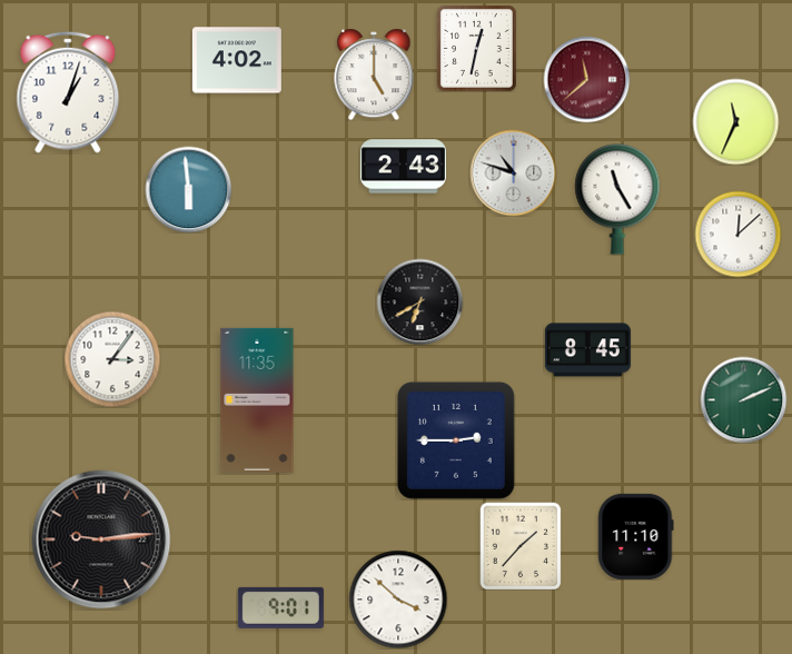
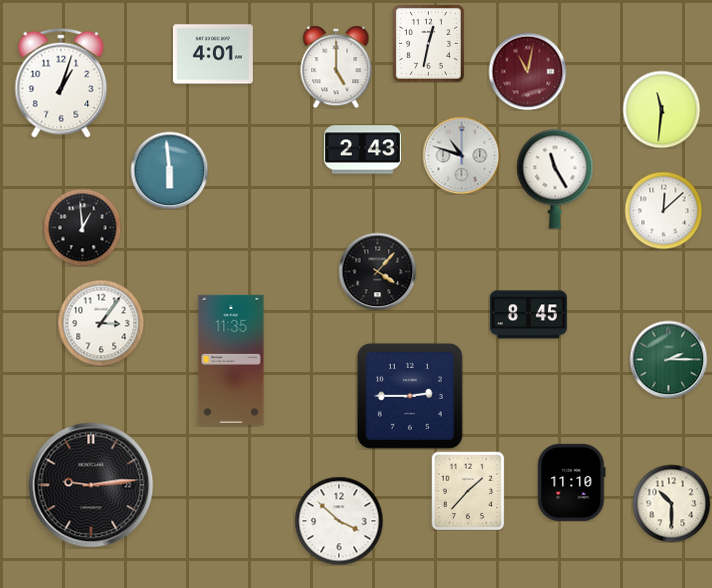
clock at (237, 60): 4:02 -> 4:01
clock at (586, 79): 11:38 -> 11:02
clock at (735, 121): 11:34 -> 11:31
clock at (82, 227): none -> 12:59
clock at (419, 301): 6:40 -> 4:07
clock at (743, 399): 2:11 -> 2:15
clock at (671, 503): none -> 10:30
clock at (398, 599) position: (398, 599) -> (339, 521)
clock at (280, 607): 9:01 -> none
